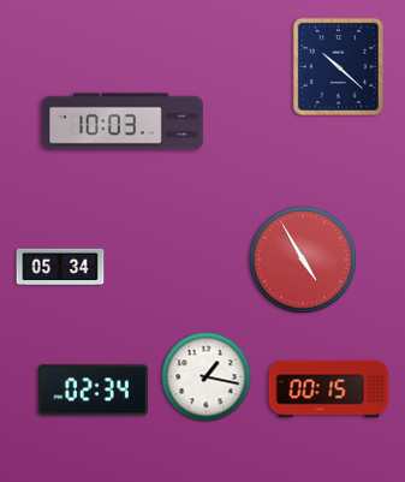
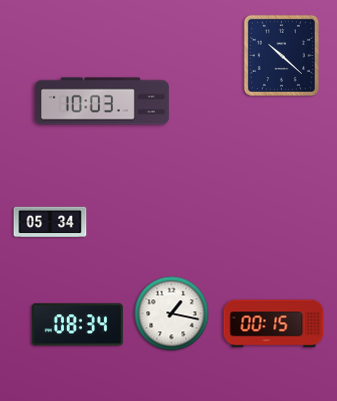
clock at (303, 260): 4:55 -> none
clock at (93, 391): 02:34 -> 08:34
